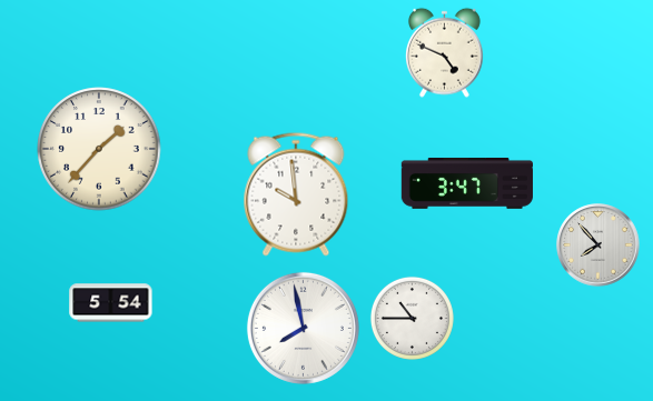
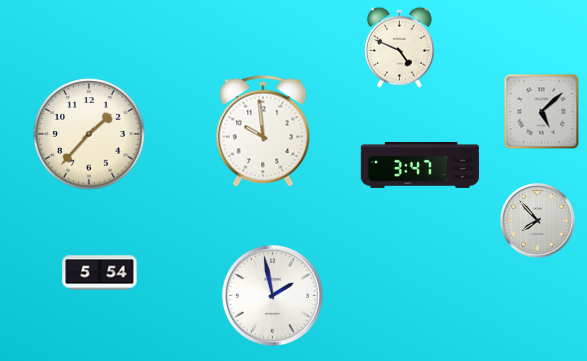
clock at (542, 112): none -> 5:08
clock at (296, 194) position: (296, 194) -> (263, 131)
clock at (412, 318): 10:45 -> none
clock at (303, 328): 7:58 -> 1:58
